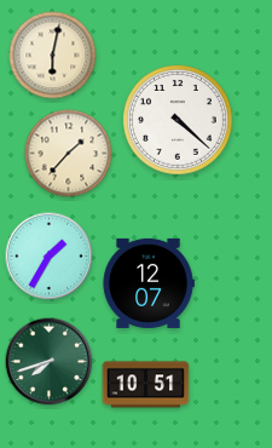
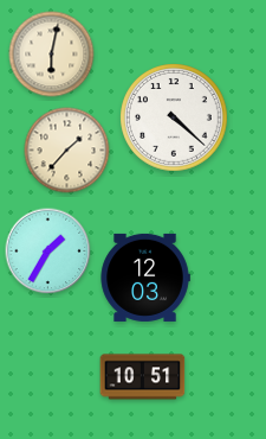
clock at (149, 283): 12:07 -> 12:03
clock at (50, 362): 7:42 -> none
